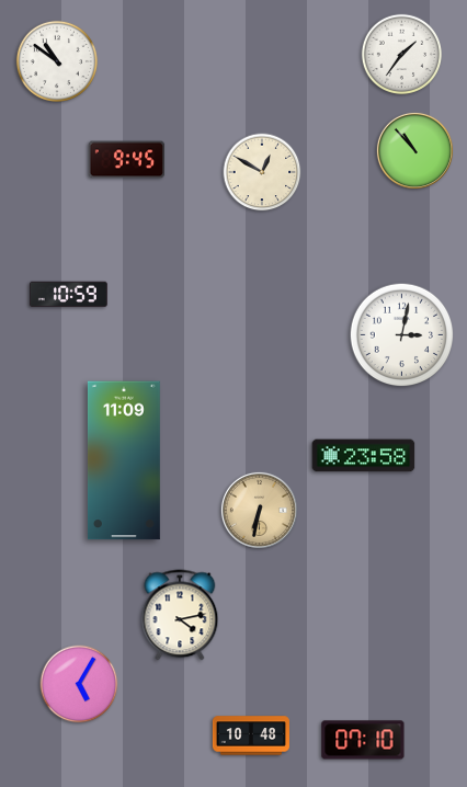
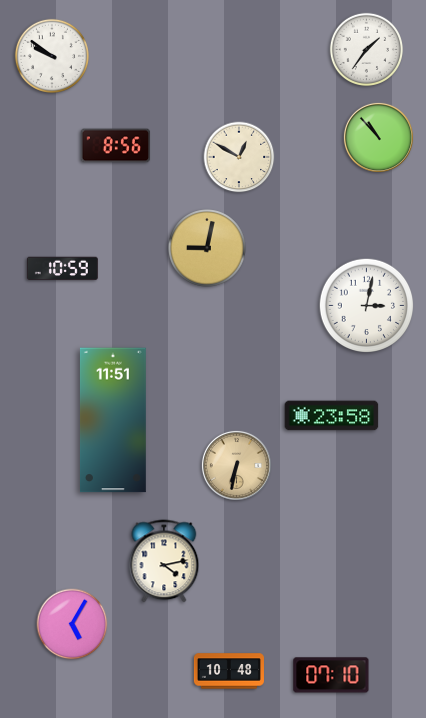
clock at (57, 61): 10:51 -> 9:51
clock at (127, 160): 9:45 -> 8:56
clock at (207, 248): none -> 9:02
clock at (124, 460): 11:09 -> 11:51
